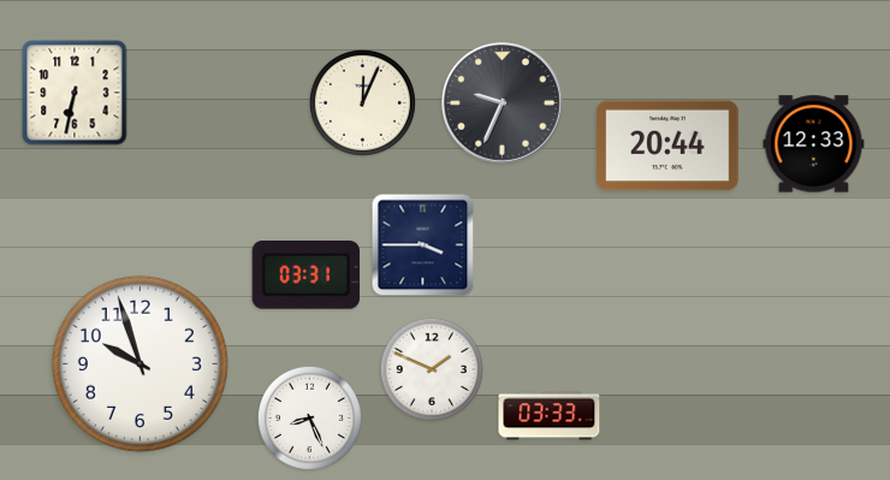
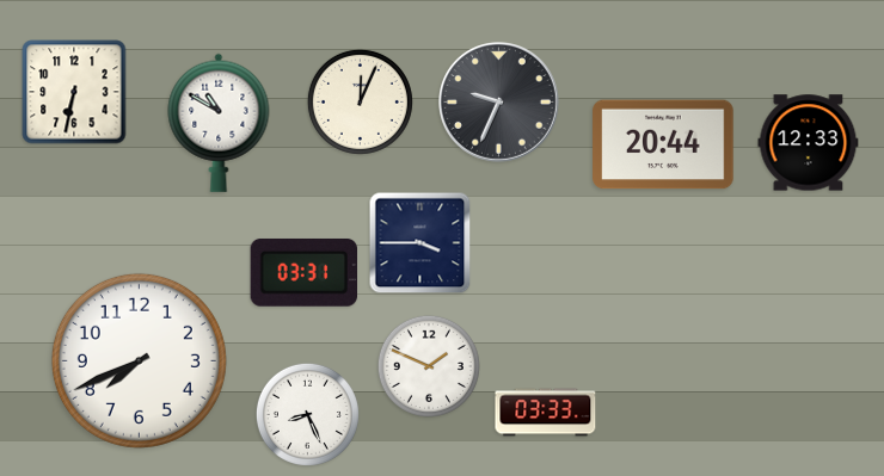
clock at (219, 123): none -> 10:50
clock at (140, 363): 9:57 -> 7:41
